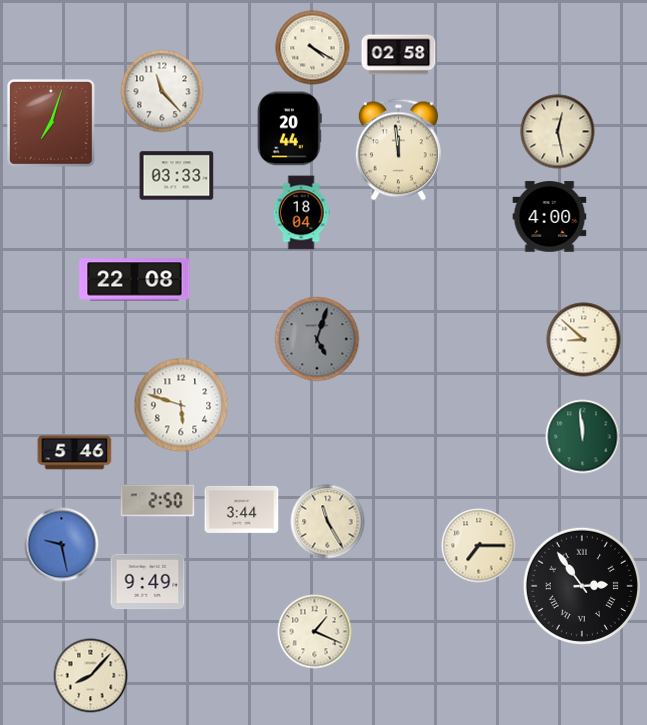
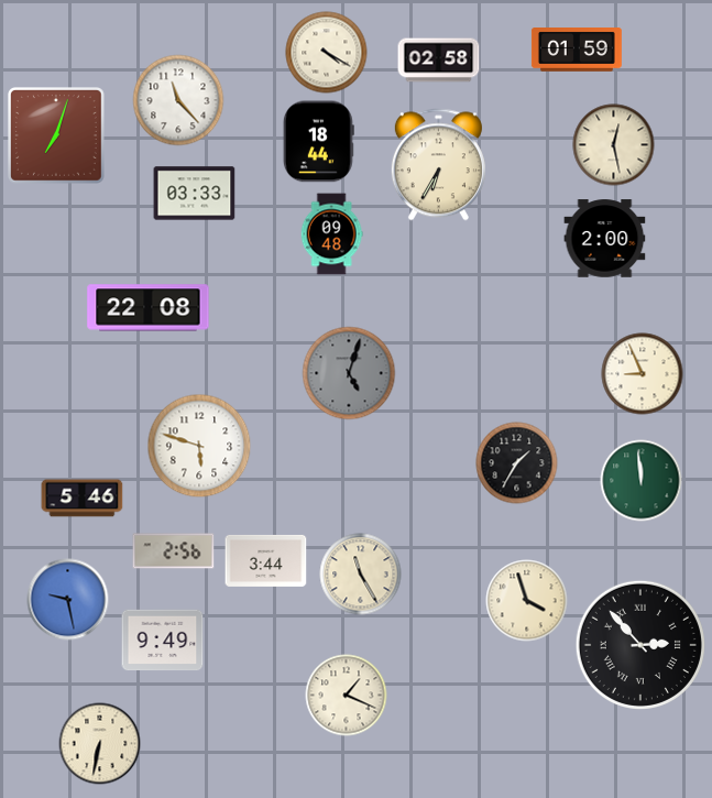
clock at (577, 51): none -> 01:59
clock at (313, 48) position: (313, 48) -> (327, 53)
clock at (289, 129): 20:44 -> 18:44
clock at (398, 150): 11:59 -> 6:35
clock at (301, 213): 18:04 -> 09:48
clock at (550, 217): 4:00 -> 2:00
clock at (584, 340): 8:52 -> 8:56
clock at (517, 463): none -> 1:35
clock at (158, 501): 2:50 -> 2:56
clock at (479, 546): 7:15 -> 3:57
clock at (582, 586): 2:54 -> 2:53
clock at (91, 676): 8:07 -> 6:32
